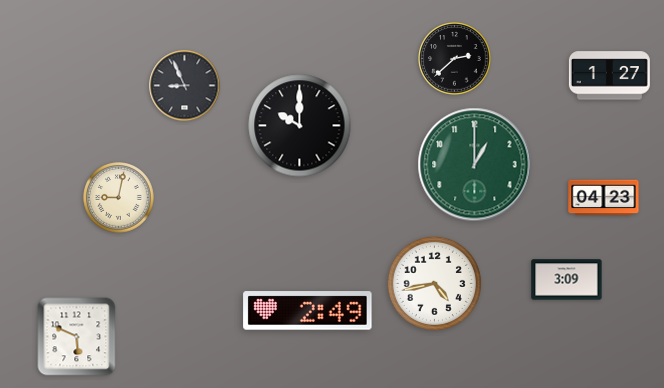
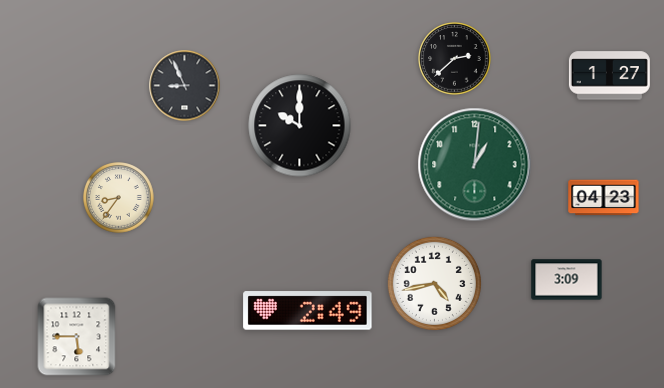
clock at (475, 165): 1:00 -> 1:01
clock at (119, 198): 9:02 -> 8:36
clock at (77, 337): 5:49 -> 5:45
